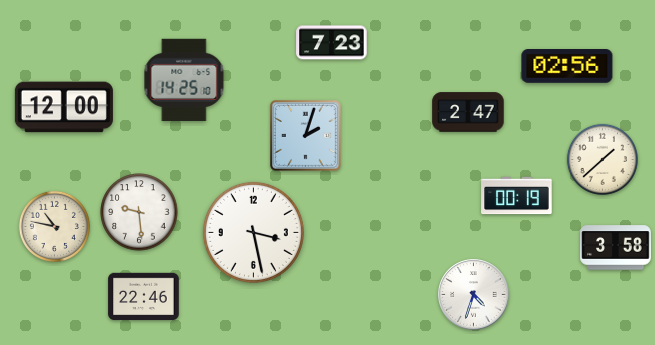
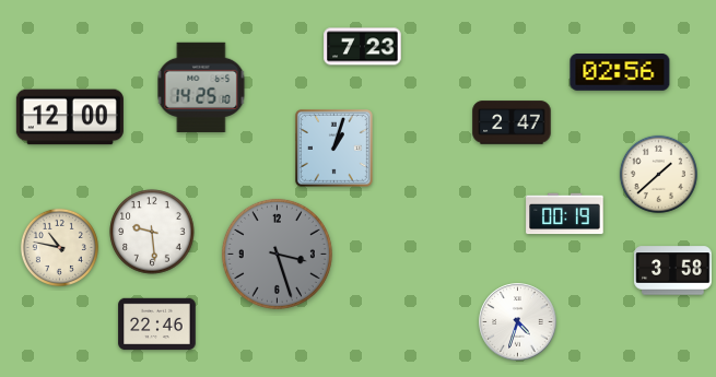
clock at (306, 136): 2:03 -> 1:03
clock at (253, 232): 3:28 -> 3:27
clock at (253, 232) dial: white -> grey
